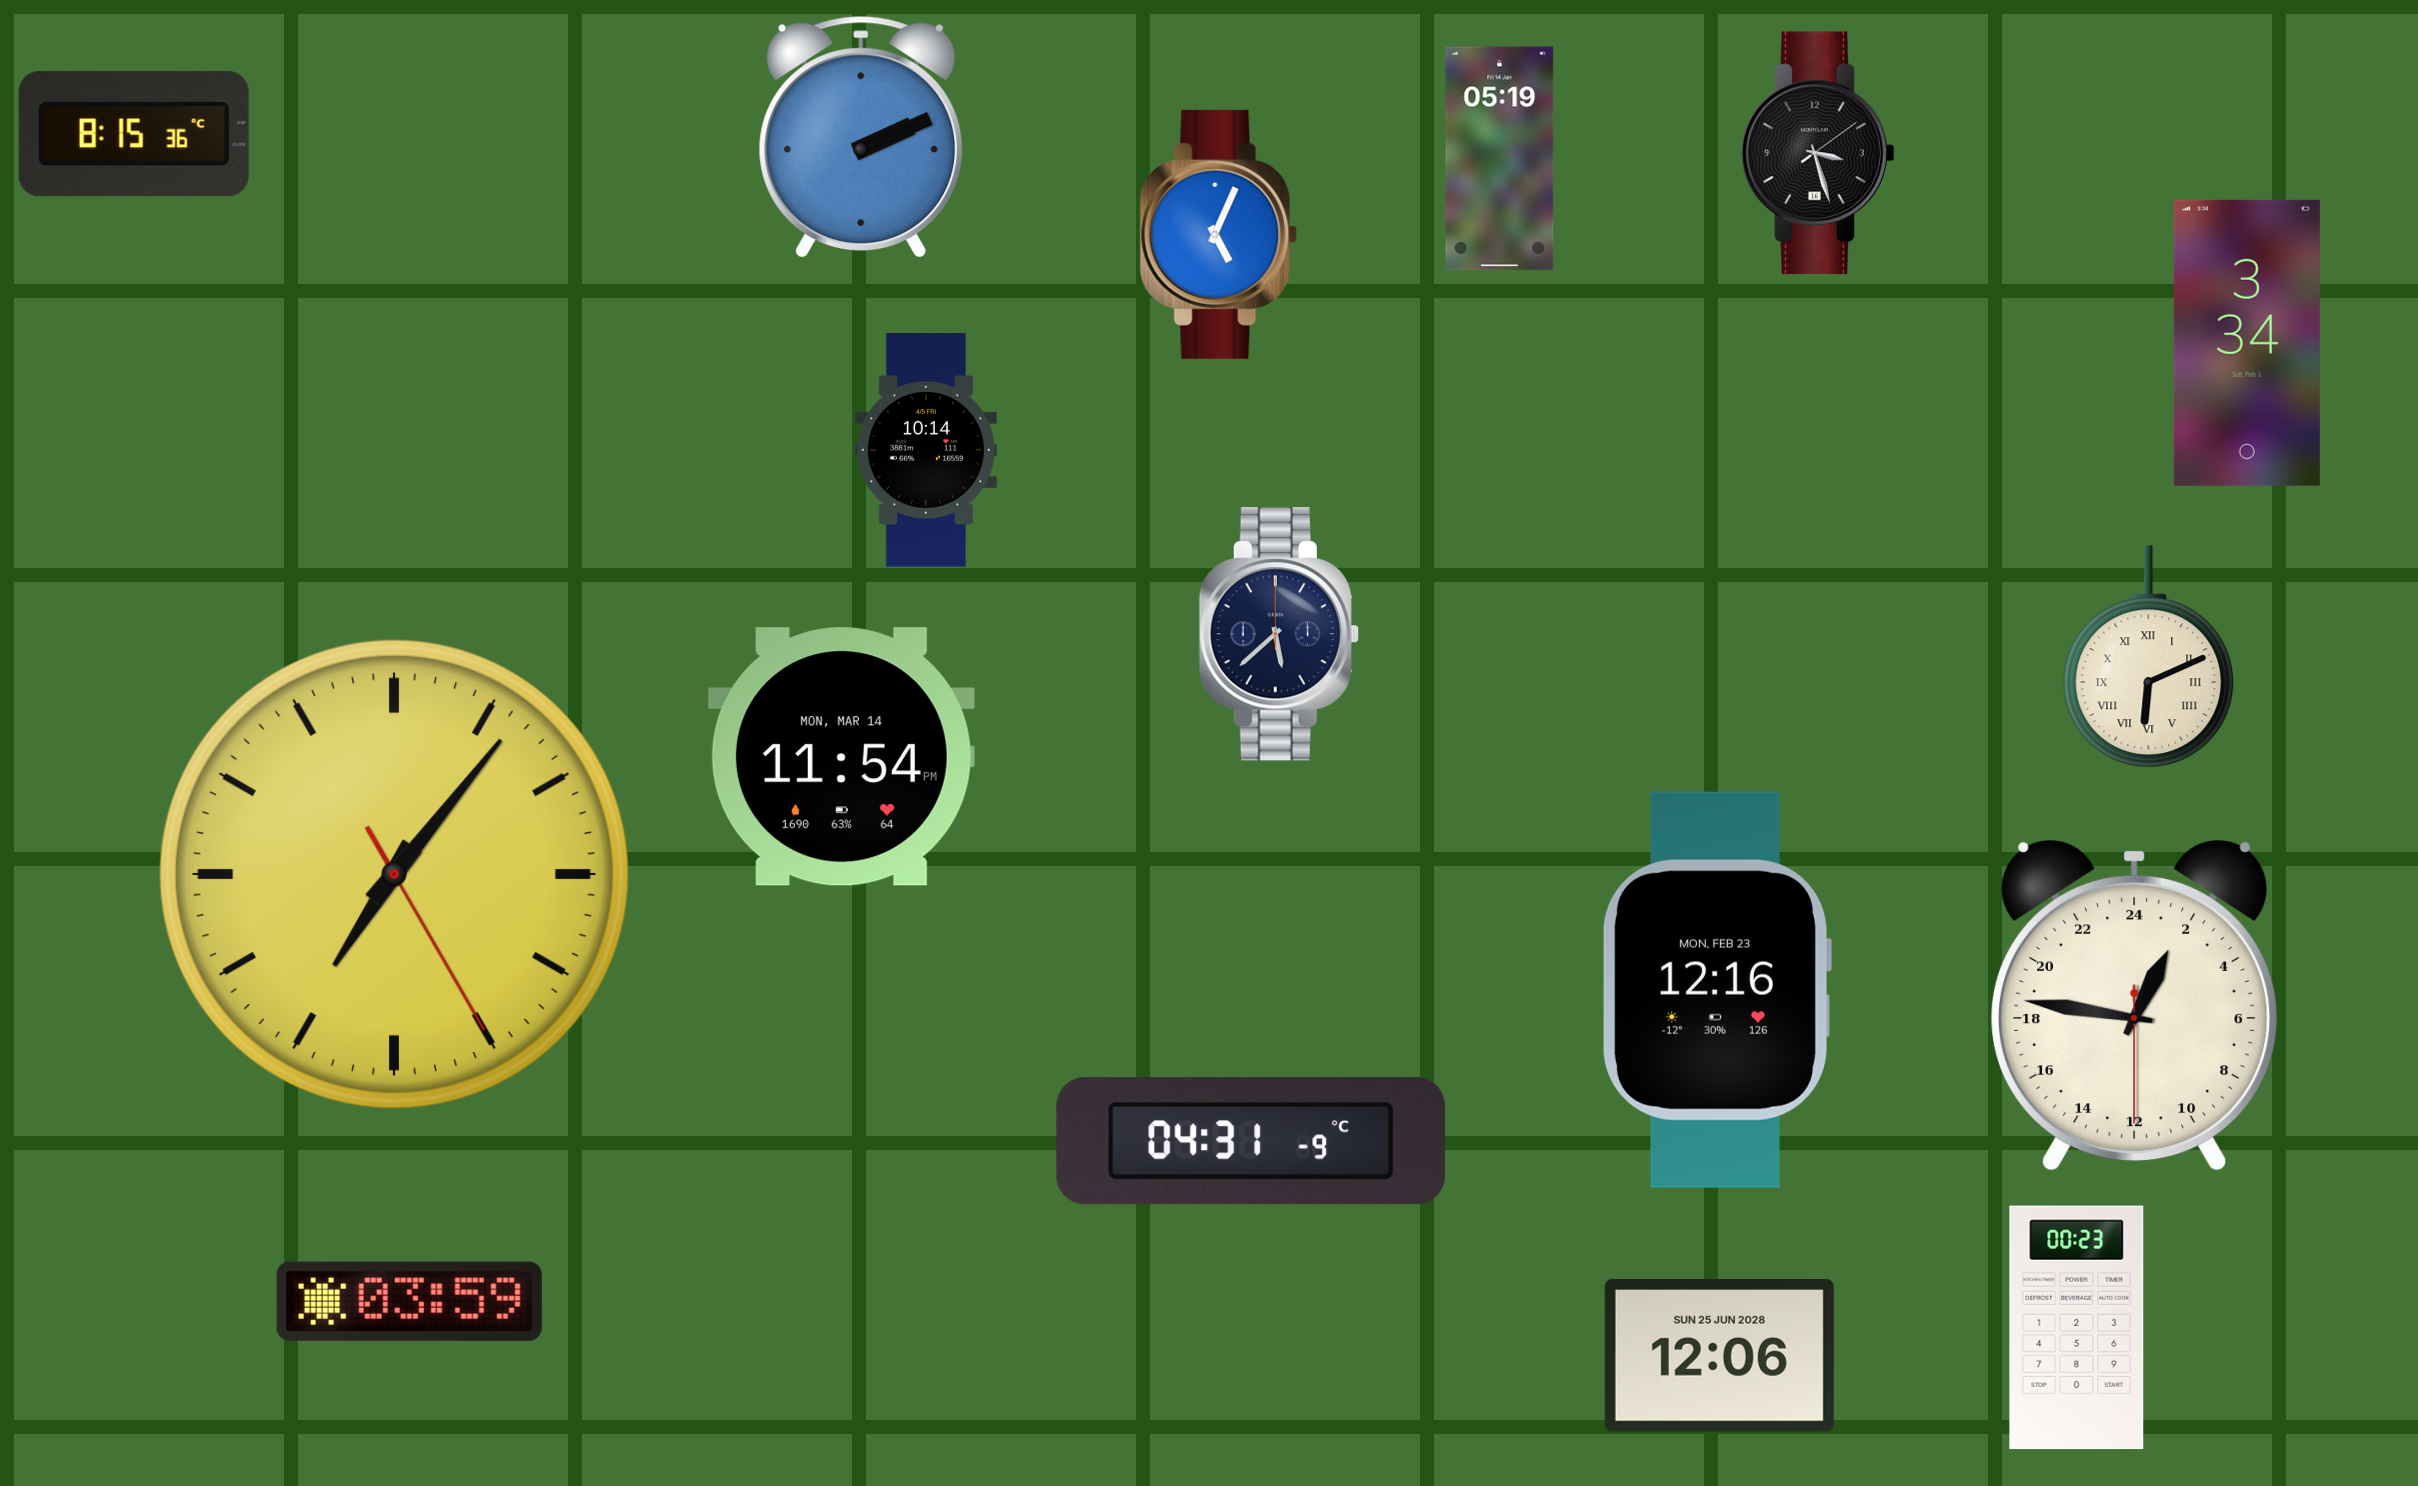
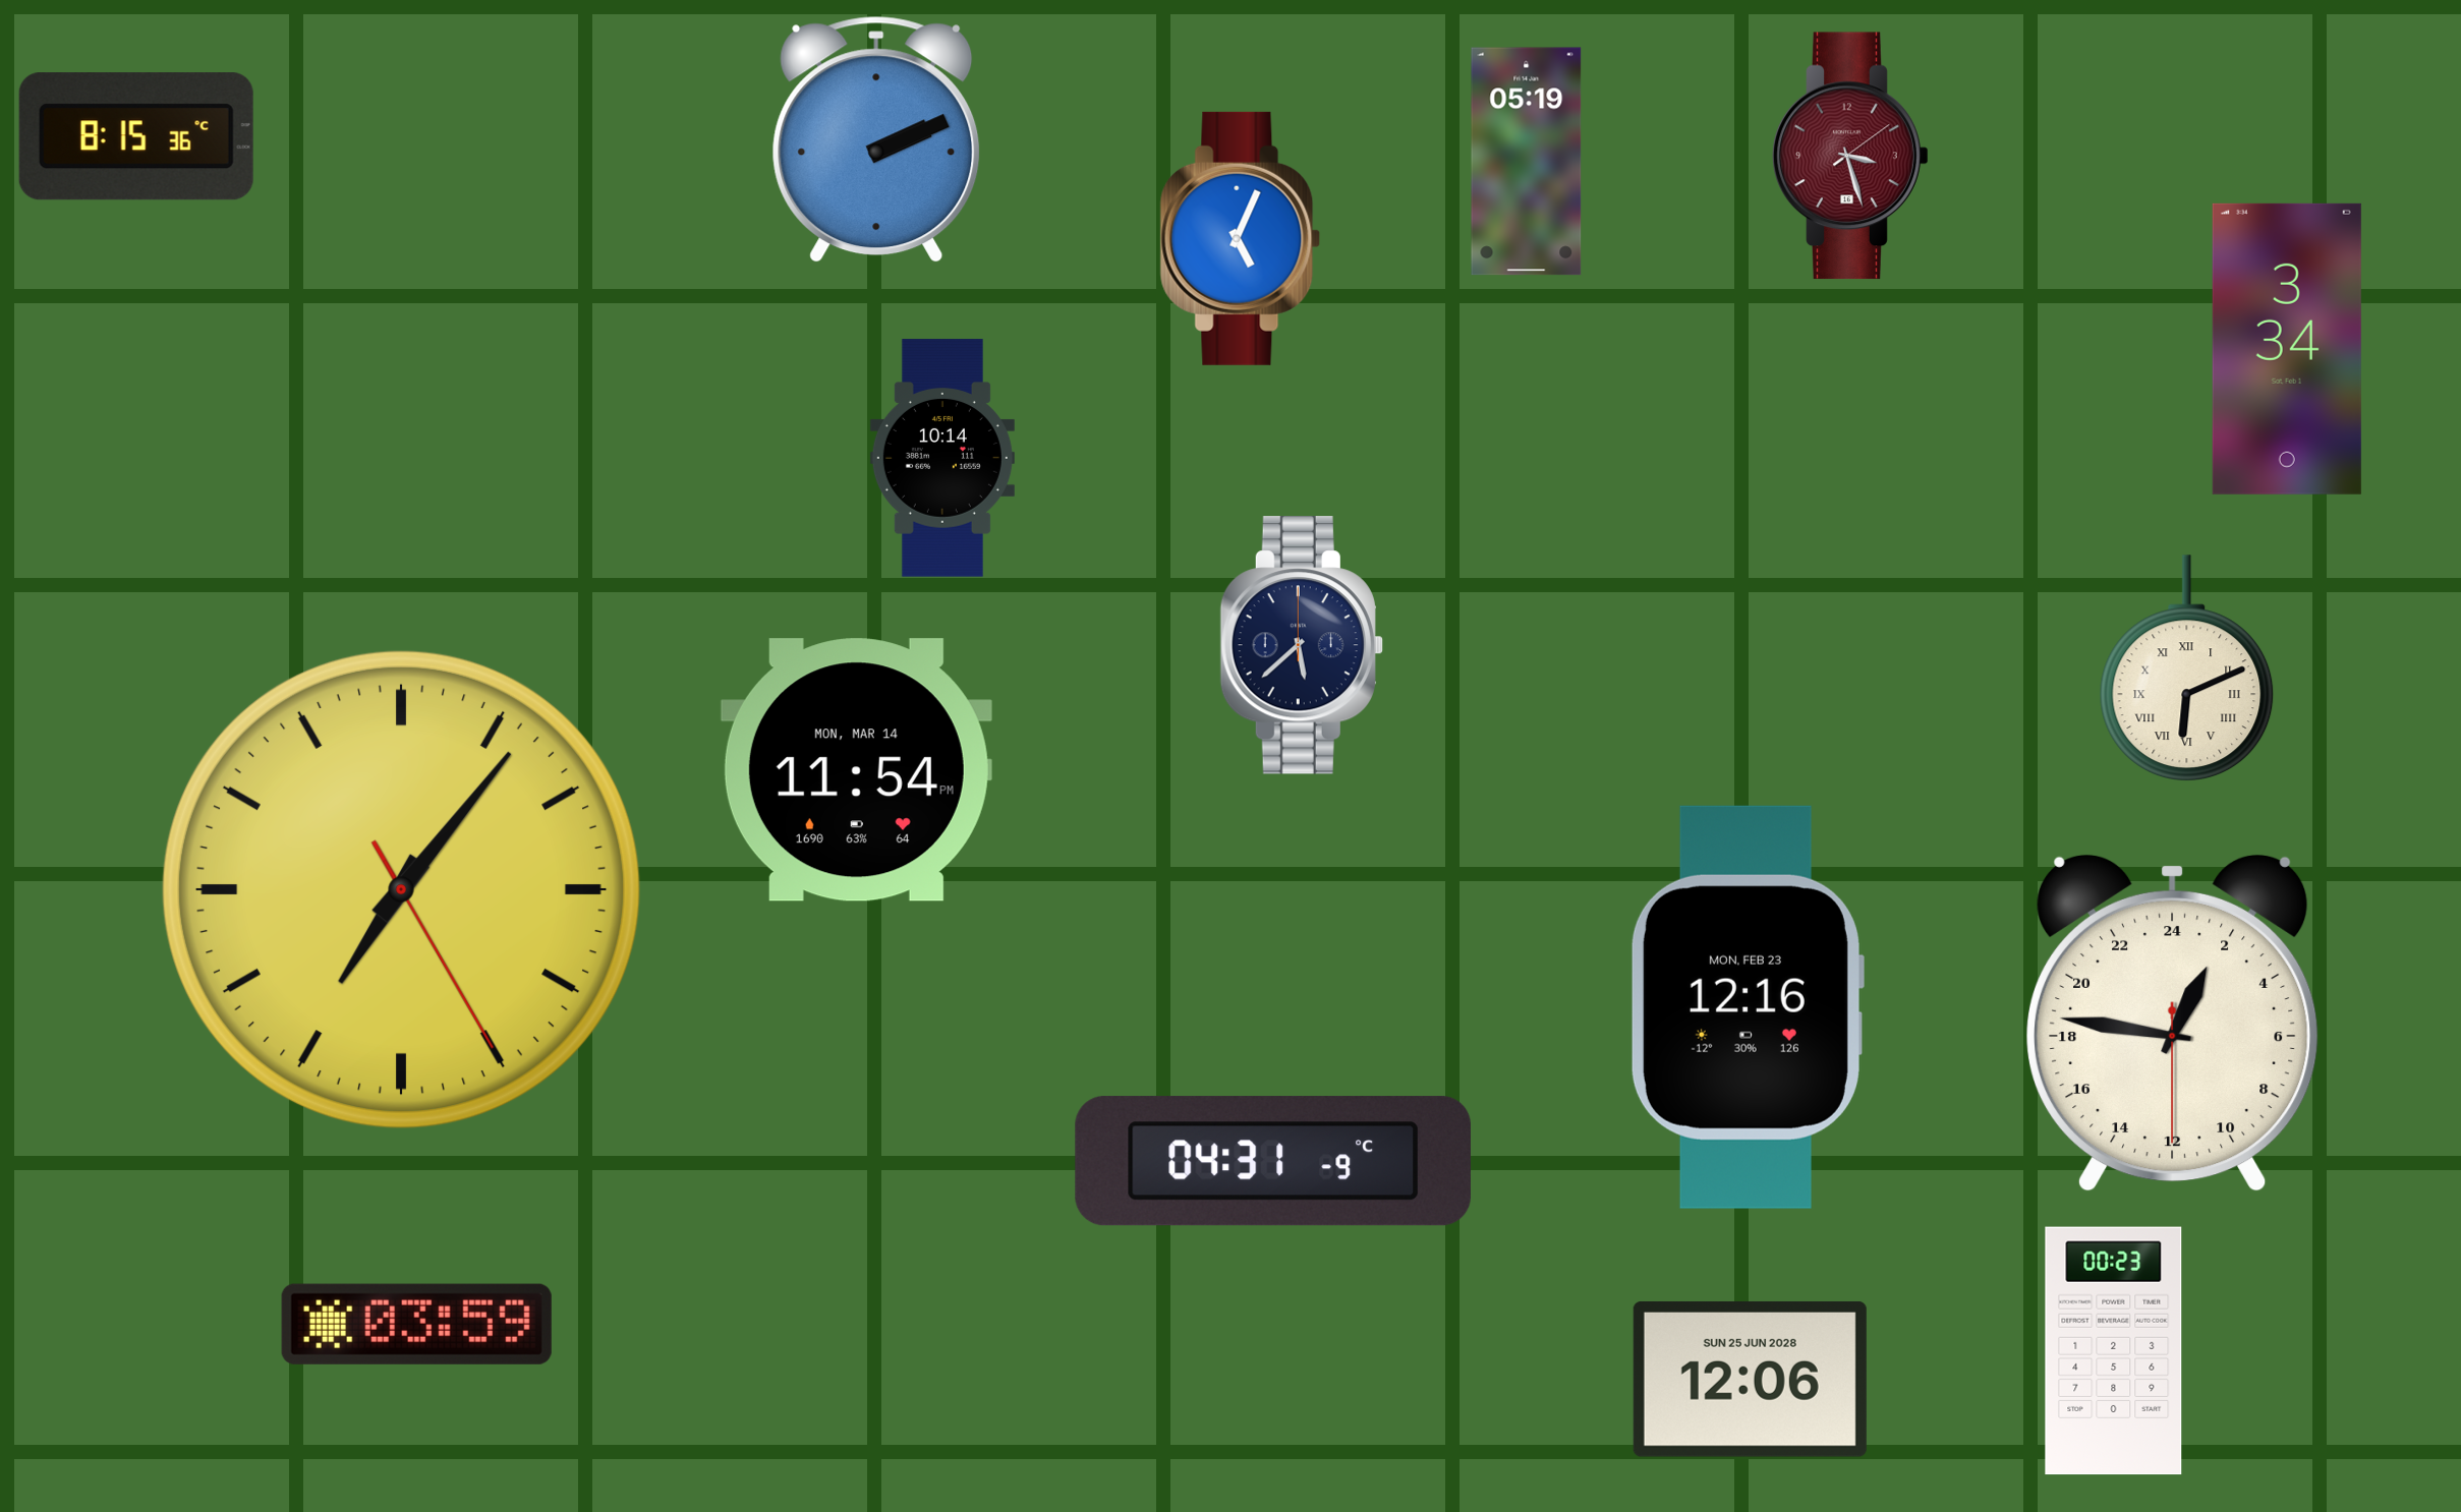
clock at (1818, 153) dial: black -> burgundy
